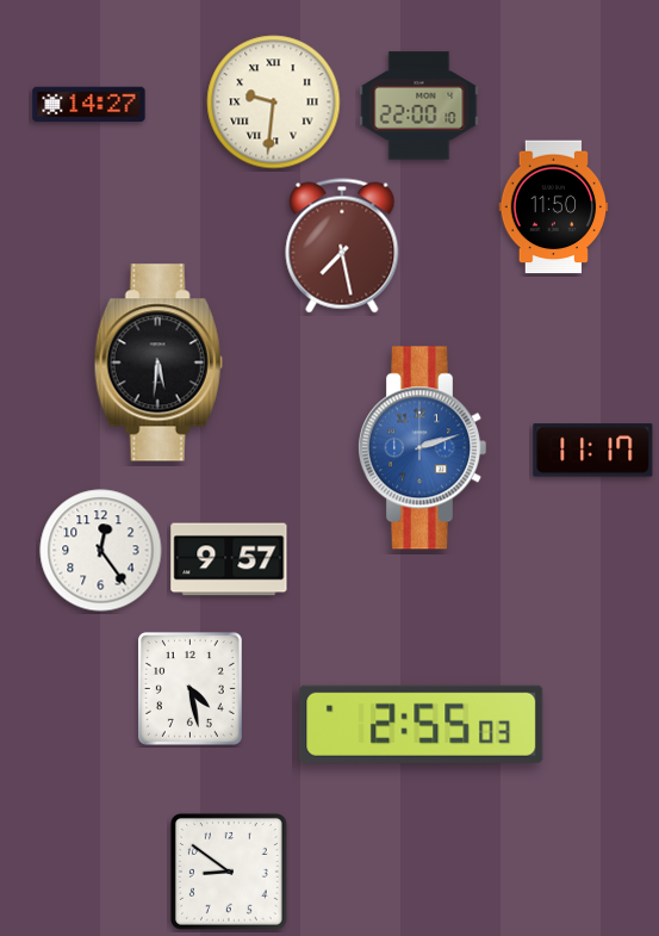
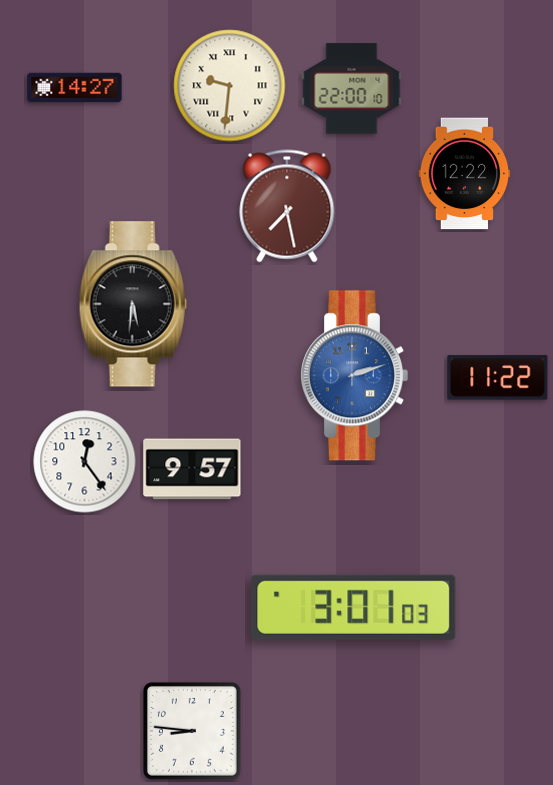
clock at (554, 207): 11:50 -> 12:22
clock at (593, 451): 11:17 -> 11:22
clock at (189, 688): 4:28 -> none
clock at (422, 724): 2:55 -> 3:01
clock at (229, 872): 8:51 -> 8:46
